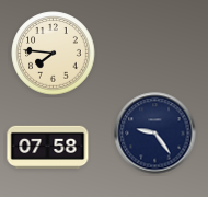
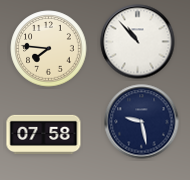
clock at (138, 42): none -> 10:53
clock at (155, 134): 9:24 -> 9:28
